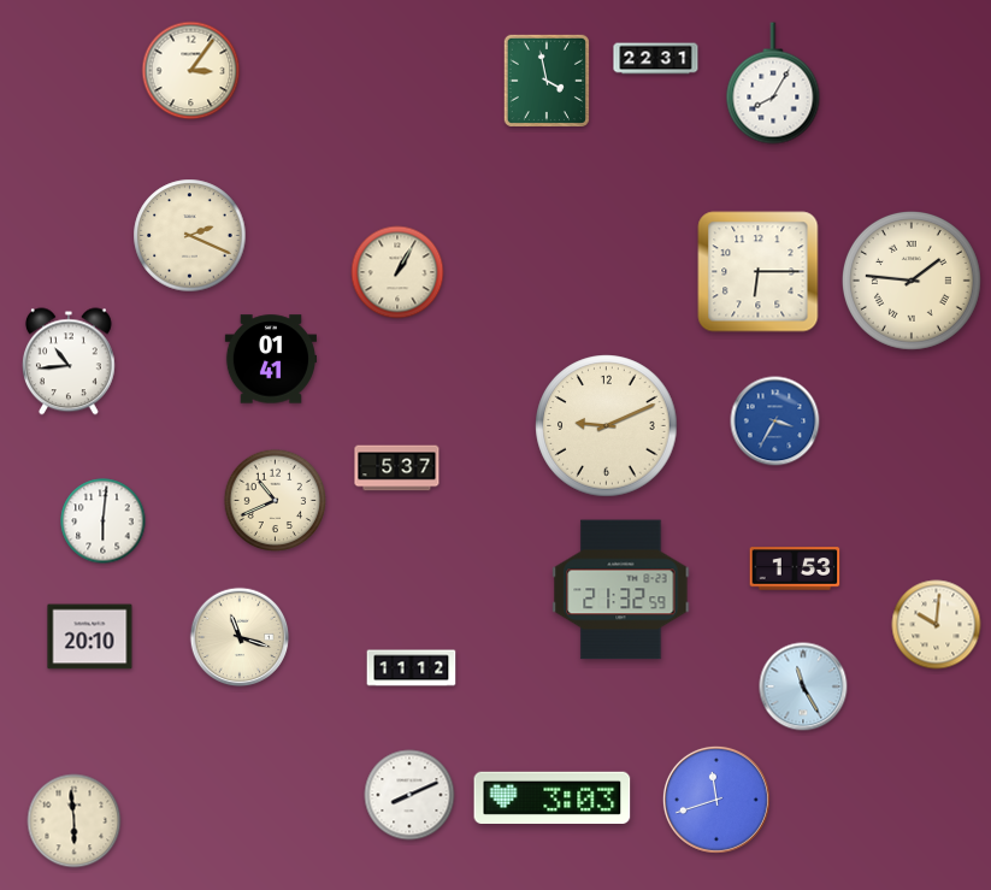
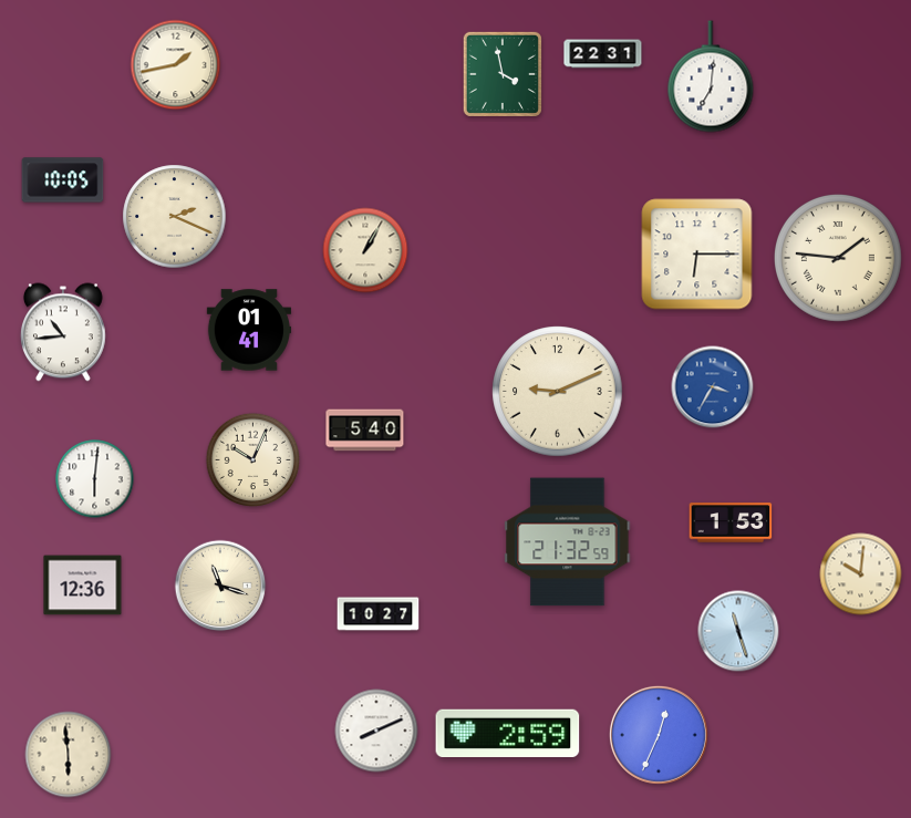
clock at (191, 71): 3:06 -> 1:43
clock at (773, 83): 8:05 -> 7:01
clock at (63, 180): none -> 10:05
clock at (759, 272) position: (759, 272) -> (697, 255)
clock at (397, 468): 5:37 -> 5:40
clock at (276, 501): 10:41 -> 10:04
clock at (621, 590) position: (621, 590) -> (568, 542)
clock at (90, 637): 20:10 -> 12:36
clock at (412, 668): 11:12 -> 10:27
clock at (803, 686): 11:25 -> 11:27
clock at (553, 797): 3:03 -> 2:59
clock at (716, 800): 11:42 -> 12:34
